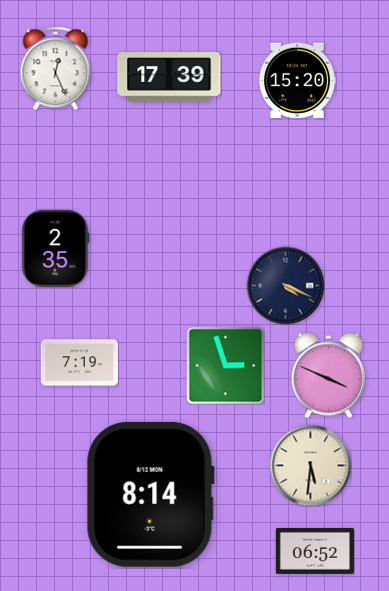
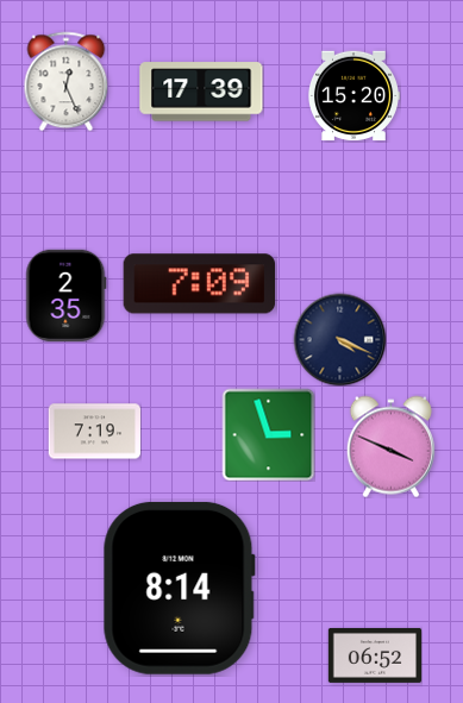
clock at (199, 284): none -> 7:09
clock at (310, 465): 5:31 -> none
